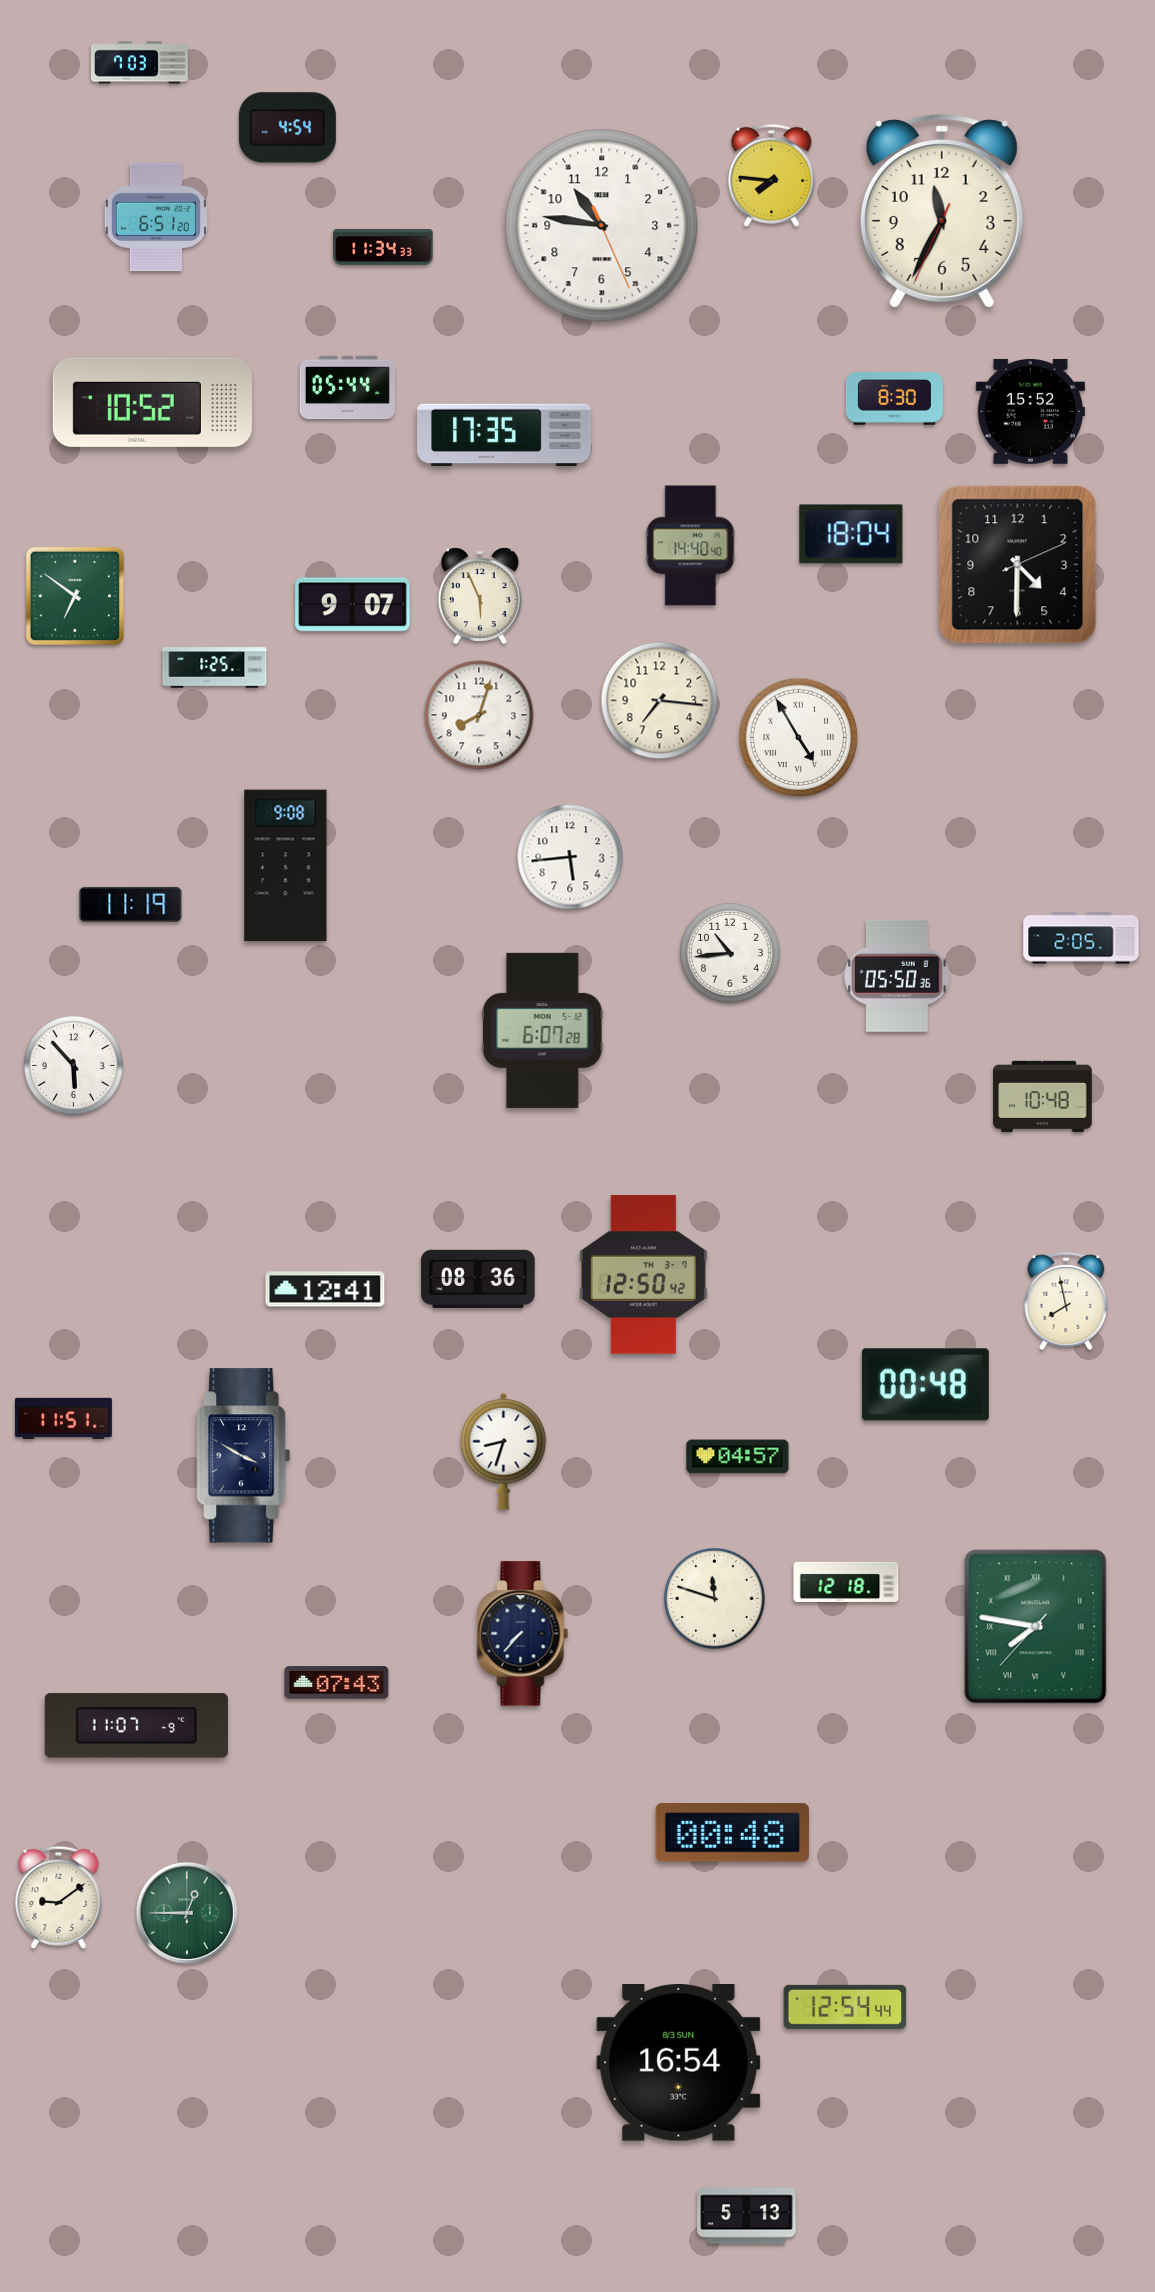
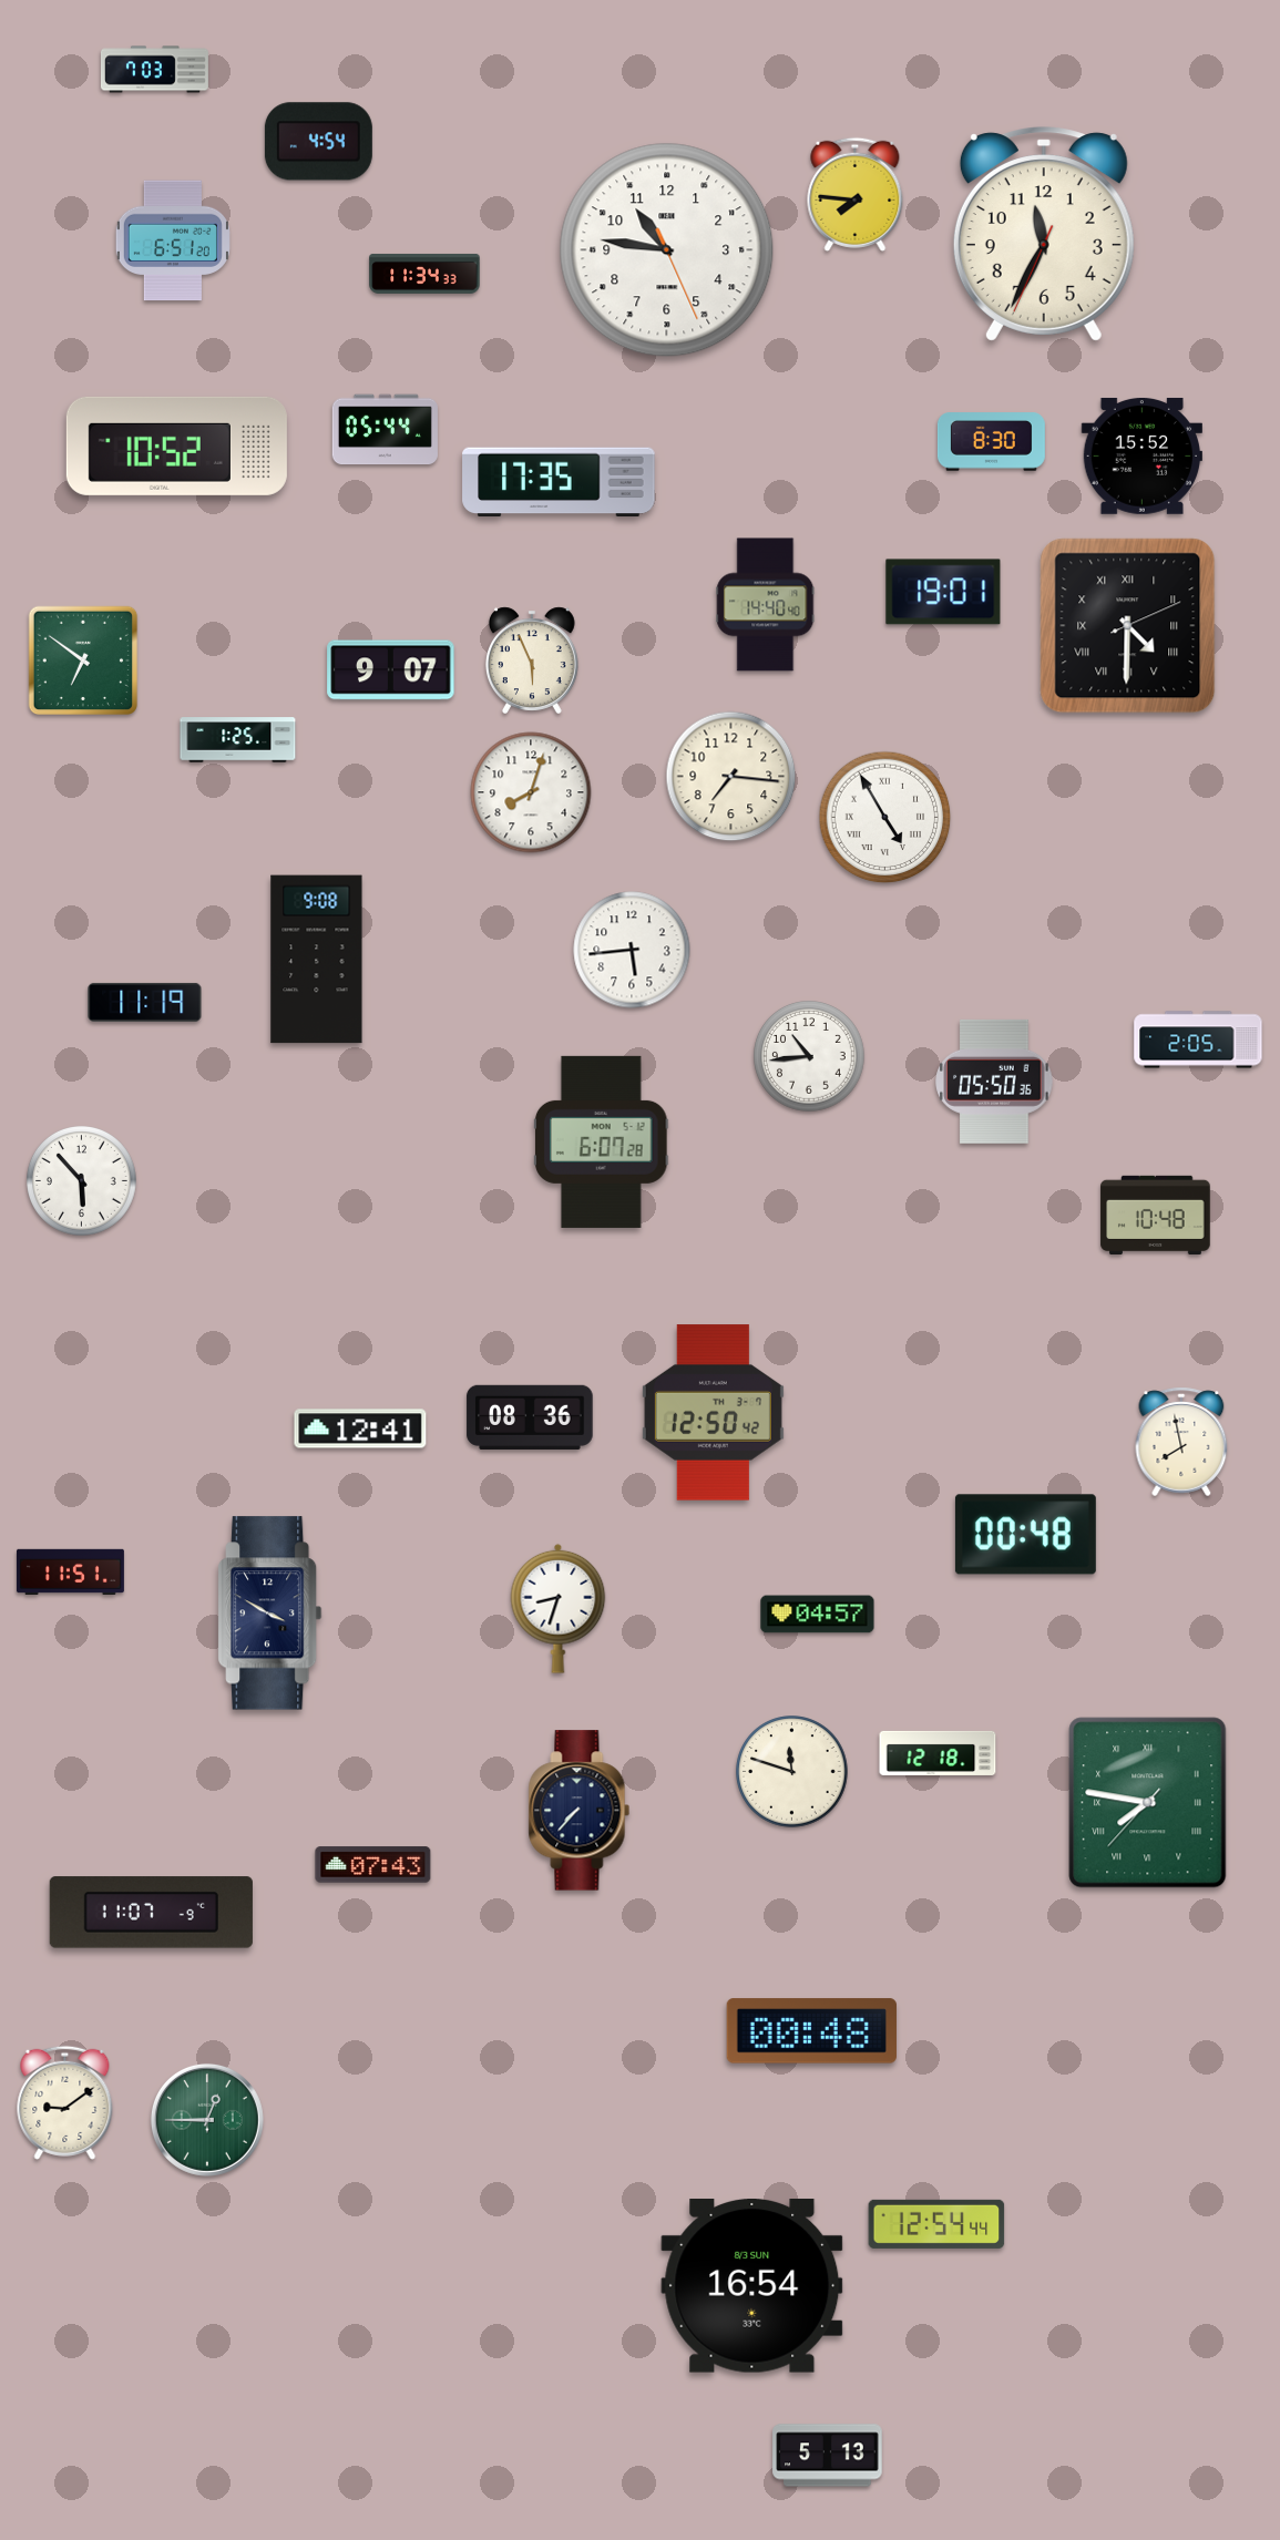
clock at (152, 402) position: (152, 402) -> (176, 445)
clock at (851, 534): 18:04 -> 19:01
clock at (1018, 565) numerals: Arabic -> Roman
